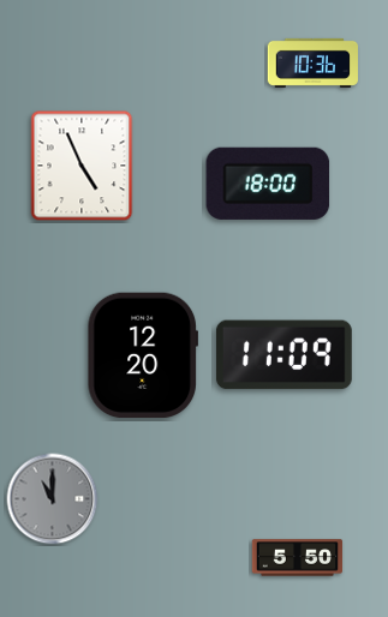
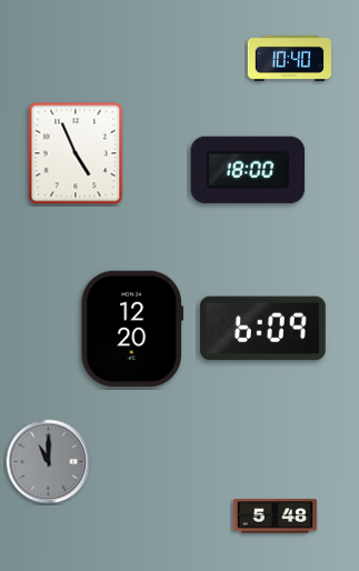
clock at (314, 62): 10:36 -> 10:40
clock at (283, 355): 11:09 -> 6:09
clock at (298, 558): 5:50 -> 5:48
